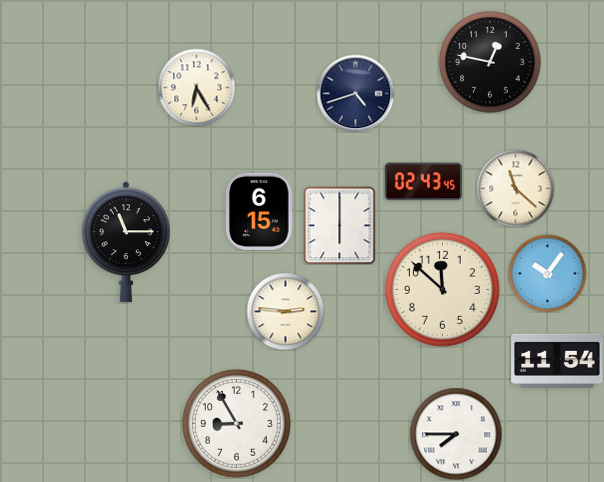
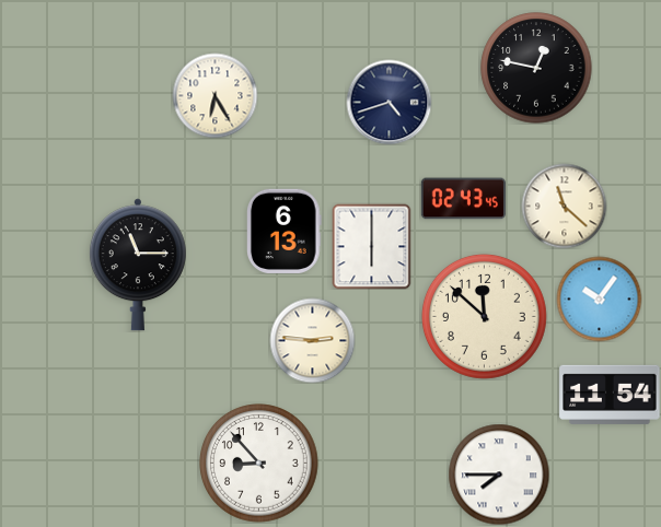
clock at (259, 211): 6:15 -> 6:13
clock at (237, 424): 8:55 -> 8:53
